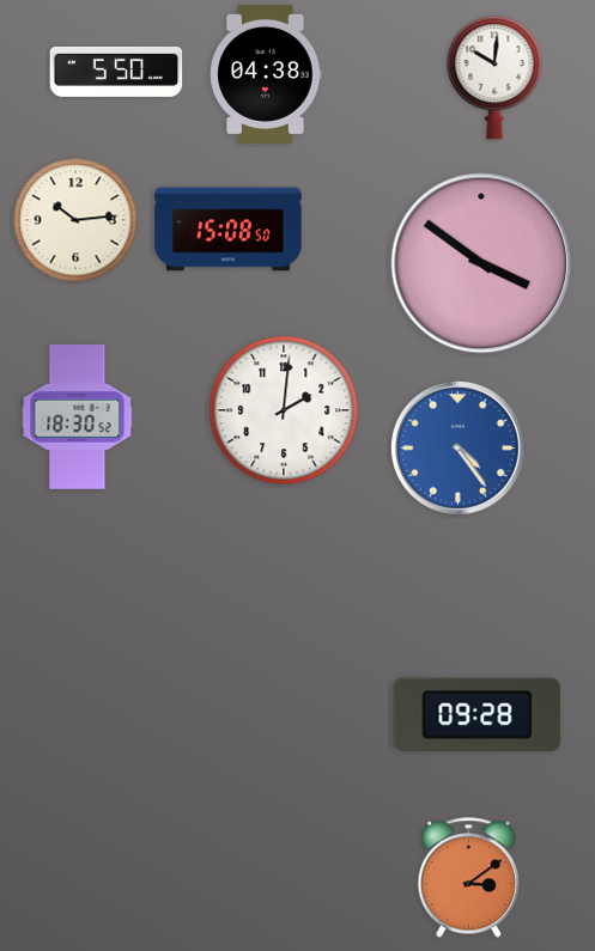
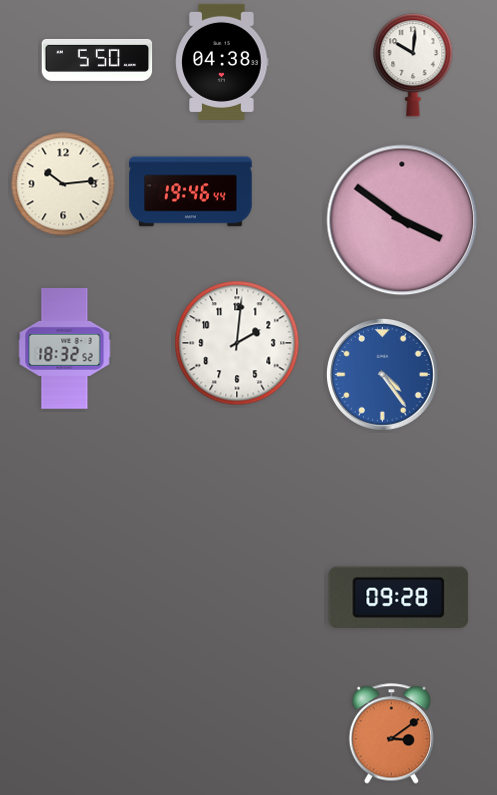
clock at (229, 230): 15:08 -> 19:46
clock at (78, 417): 18:30 -> 18:32
